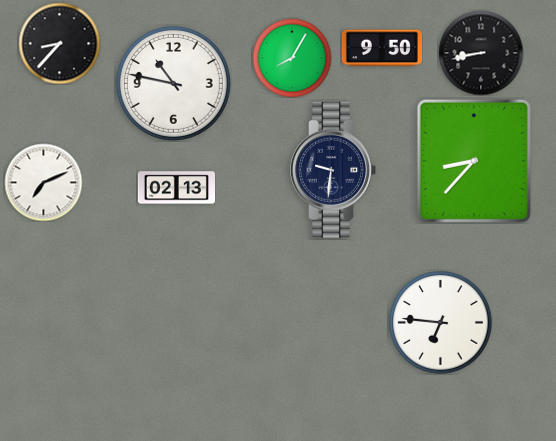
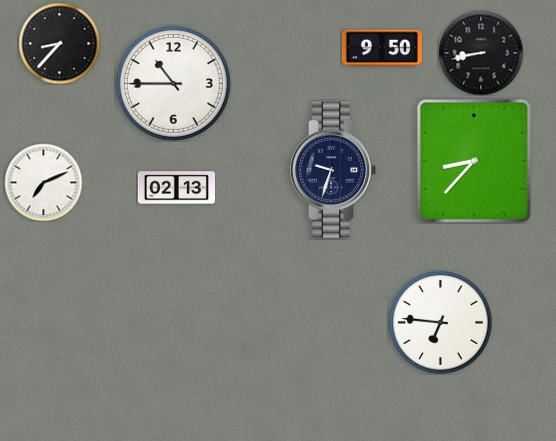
clock at (292, 58): 8:05 -> none
clock at (173, 83): 10:47 -> 10:45
clock at (333, 170): 9:31 -> 9:33
